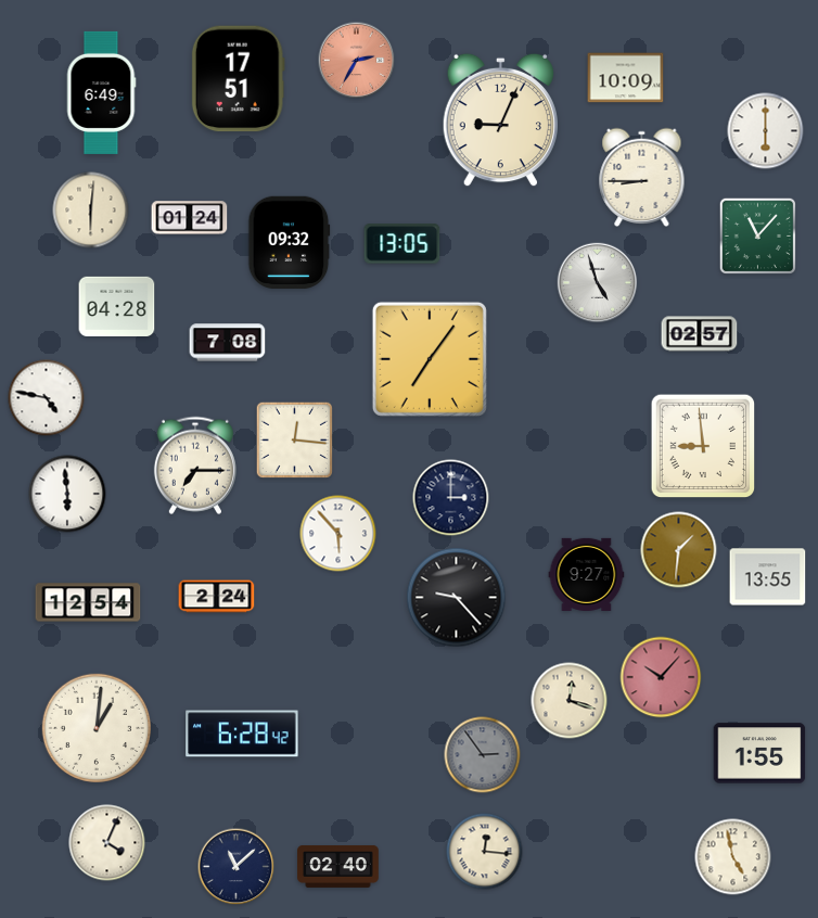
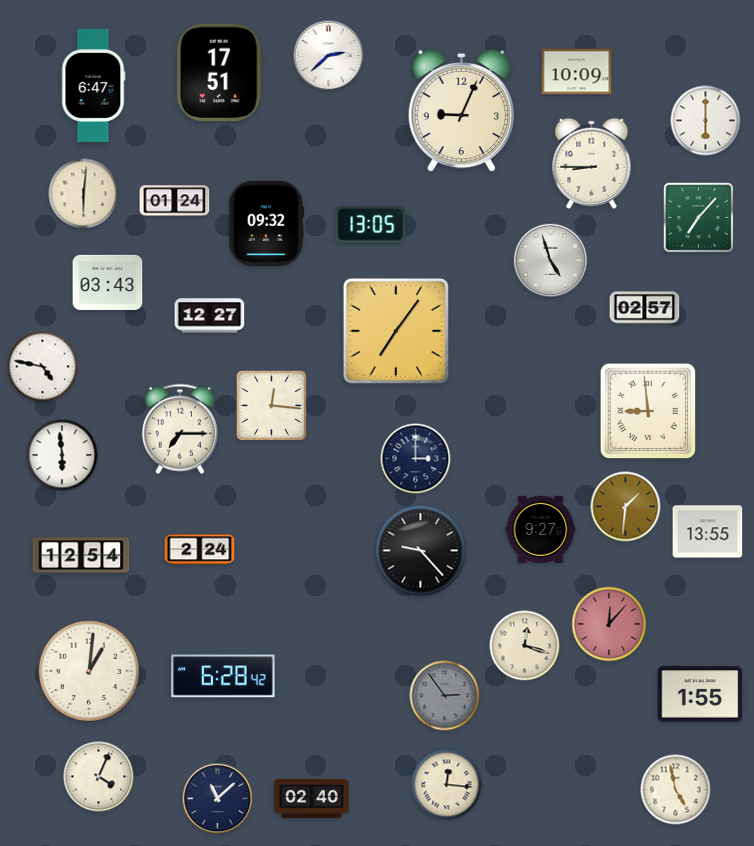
clock at (357, 61): 2:35 -> 2:38
clock at (357, 61) dial: salmon -> white
clock at (101, 92): 6:49 -> 6:47
clock at (757, 235): 11:07 -> 7:07
clock at (117, 306): 04:28 -> 03:43
clock at (228, 343): 7:08 -> 12:27
clock at (338, 534): 5:53 -> none
clock at (661, 677): 10:07 -> 12:07
